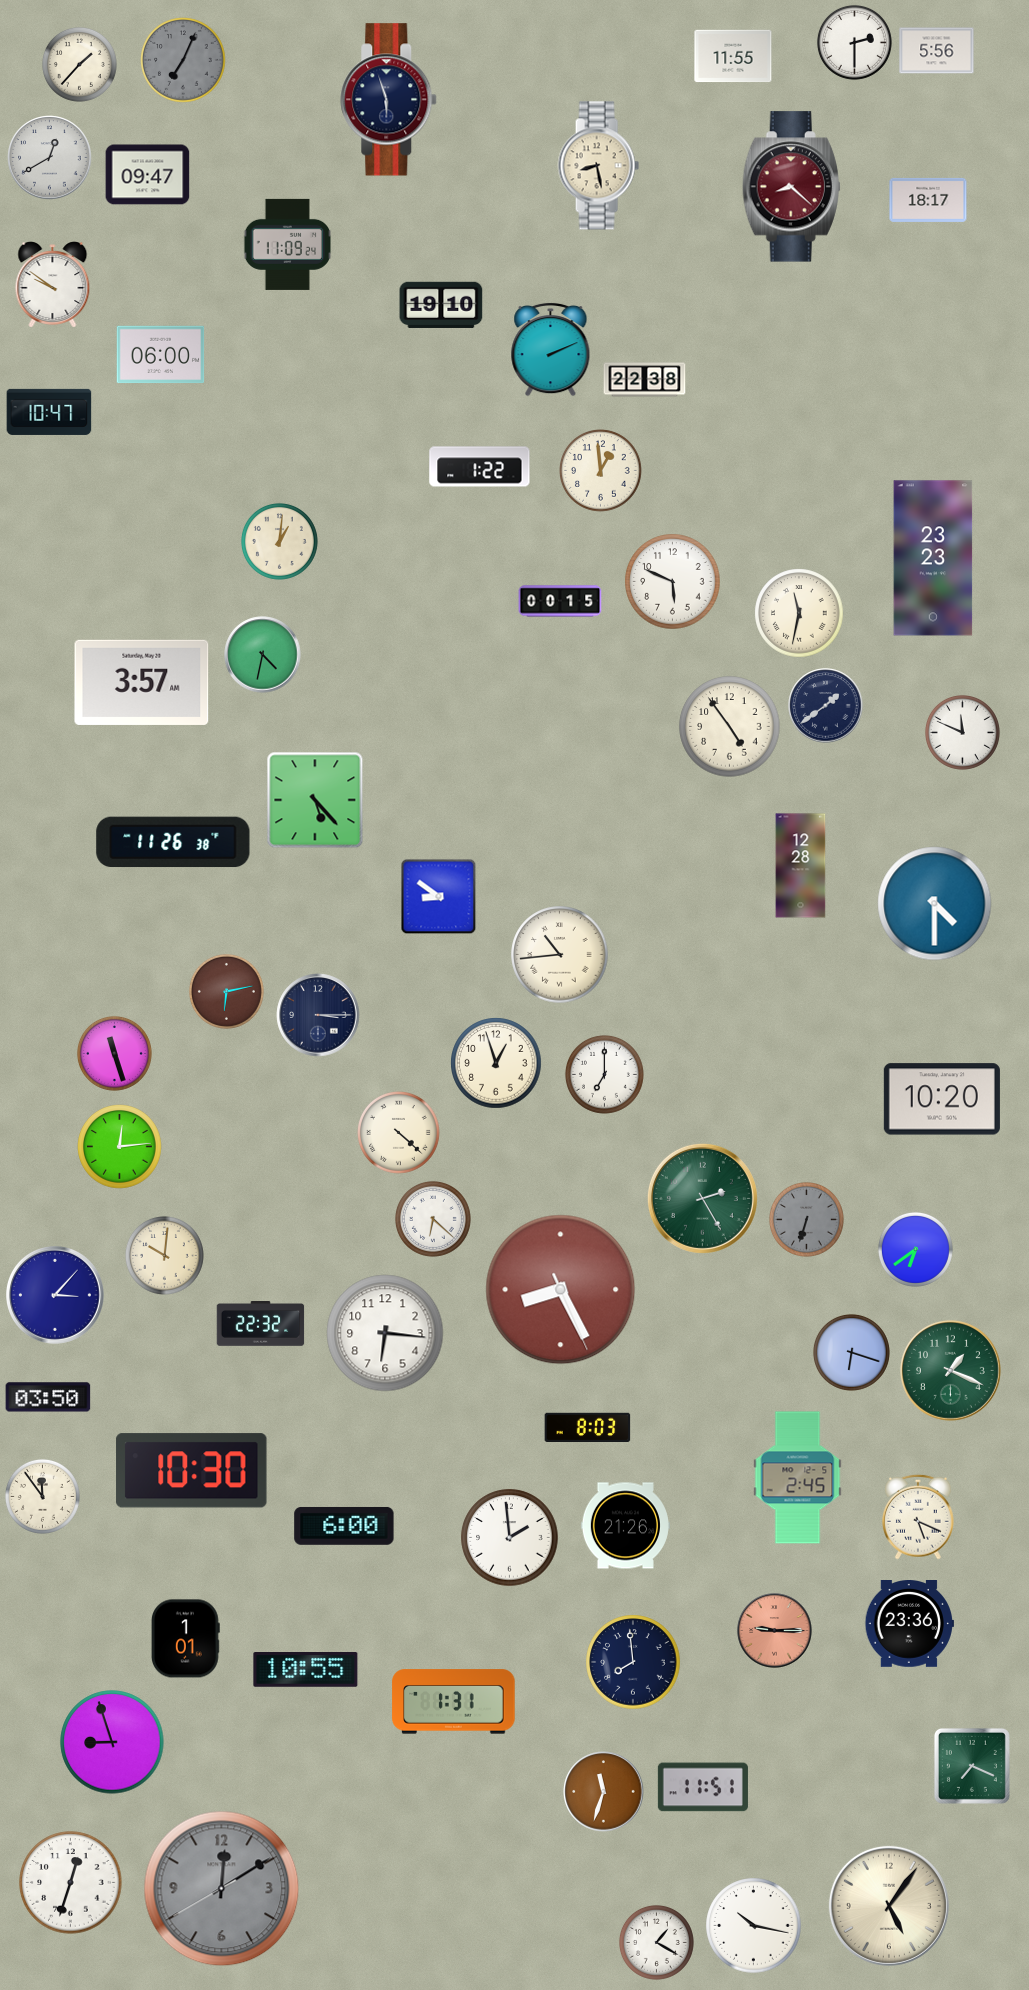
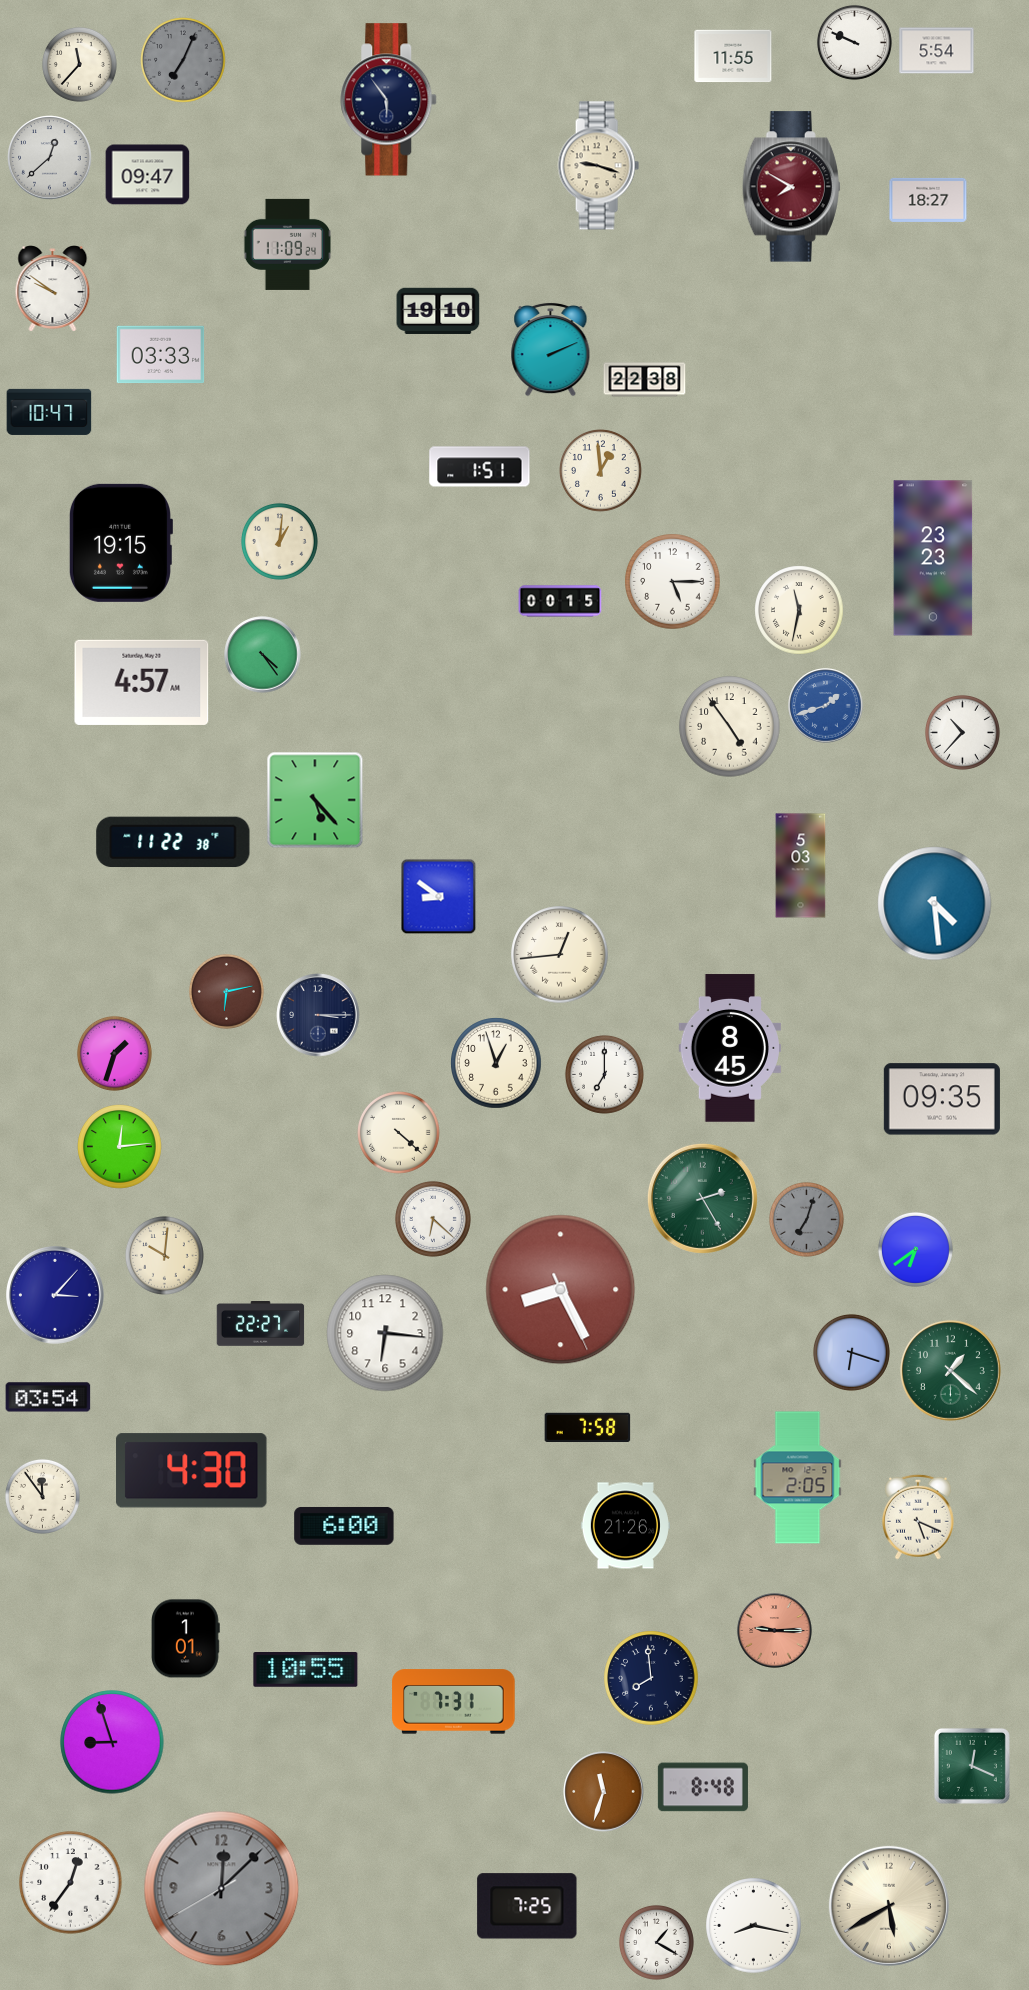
clock at (854, 42): 2:30 -> 9:49
clock at (937, 51): 5:56 -> 5:54
clock at (79, 64): 1:37 -> 11:37
clock at (389, 100): 5:57 -> 5:54
clock at (50, 158): 12:40 -> 12:38
clock at (598, 166): 8:28 -> 9:18
clock at (791, 187): 8:22 -> 7:50
clock at (928, 200): 18:17 -> 18:27
clock at (53, 285) position: (53, 285) -> (53, 289)
clock at (441, 304) position: (441, 304) -> (438, 310)
clock at (161, 355): 06:00 -> 03:33
clock at (480, 467): 1:22 -> 1:51
clock at (120, 543): none -> 19:15
clock at (673, 582): 5:49 -> 5:15
clock at (799, 613) position: (799, 613) -> (799, 610)
clock at (263, 655): 4:32 -> 4:24
clock at (142, 682): 3:57 -> 4:57
clock at (826, 706): 1:39 -> 1:42
clock at (826, 706) dial: navy -> blue
clock at (962, 732): 11:49 -> 10:37
clock at (173, 842): 11:26 -> 11:22
clock at (801, 866): 12:28 -> 5:03
clock at (935, 904): 4:30 -> 4:29
clock at (560, 955): 10:44 -> 12:44
clock at (729, 1048): none -> 8:45
clock at (114, 1053): 11:27 -> 1:33
clock at (942, 1099): 10:20 -> 09:35
clock at (806, 1219): 6:33 -> 7:03
clock at (261, 1324): 22:32 -> 22:27
clock at (950, 1370): 1:19 -> 1:22
clock at (48, 1397): 03:50 -> 03:54
clock at (588, 1427): 8:03 -> 7:58
clock at (192, 1471): 10:30 -> 4:30
clock at (798, 1478): 2:45 -> 2:05
clock at (510, 1538): 1:59 -> none
clock at (909, 1624): 23:36 -> none
clock at (633, 1662) position: (633, 1662) -> (651, 1678)
clock at (454, 1702): 1:31 -> 7:31
clock at (972, 1766): 7:19 -> 12:19
clock at (703, 1787): 11:51 -> 8:48
clock at (71, 1883): 12:33 -> 12:36
clock at (222, 1889): 12:09 -> 12:07
clock at (527, 1906): none -> 7:25
clock at (889, 1906): 5:06 -> 5:40
clock at (754, 1926): 10:17 -> 8:17
